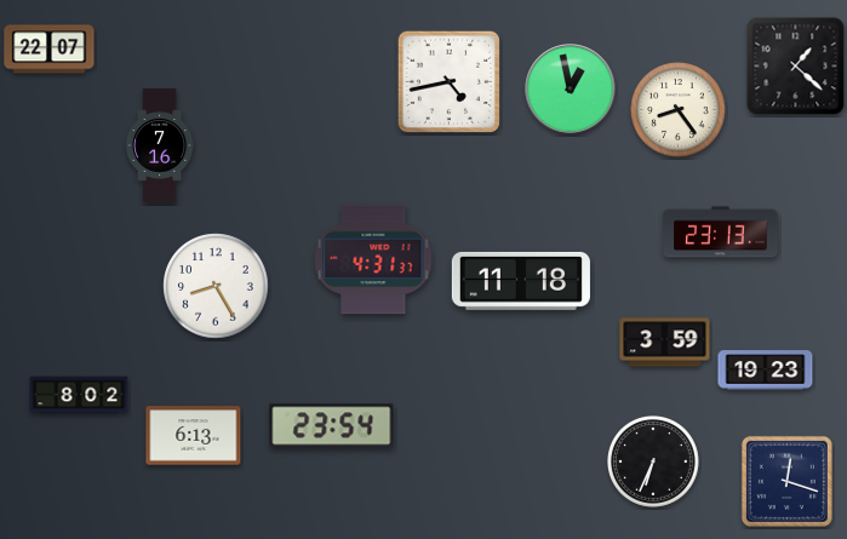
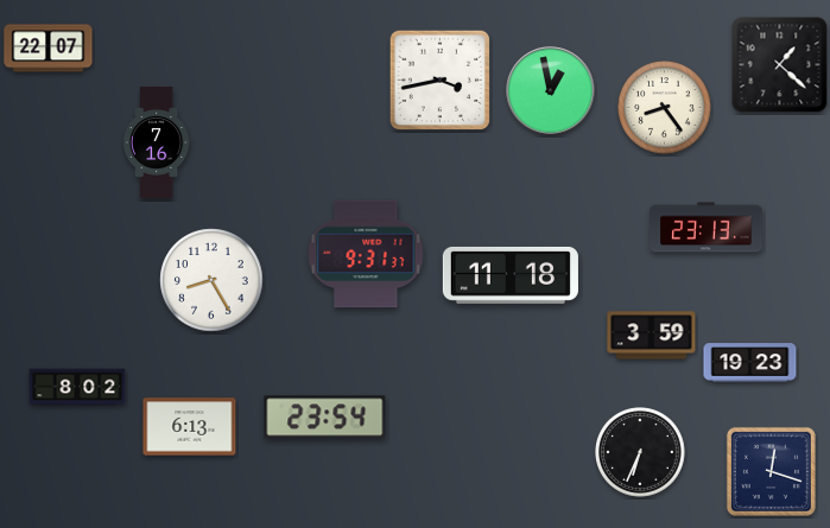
clock at (450, 82): 4:43 -> 3:43
clock at (571, 90) position: (571, 90) -> (551, 91)
clock at (373, 259): 4:31 -> 9:31
